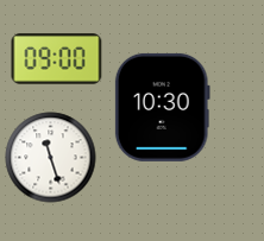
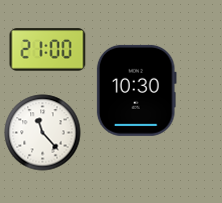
clock at (57, 59): 09:00 -> 21:00
clock at (51, 158): 11:27 -> 11:23
